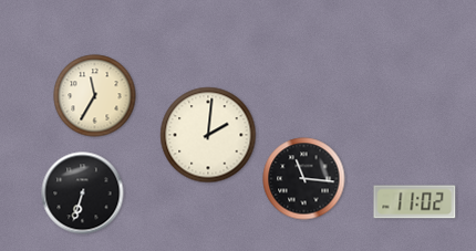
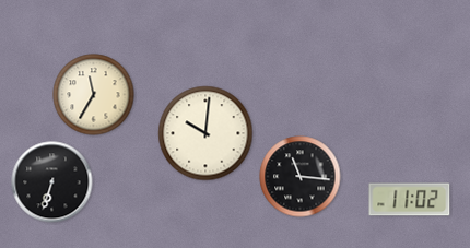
clock at (208, 135): 2:01 -> 10:01
clock at (83, 194) position: (83, 194) -> (52, 182)
